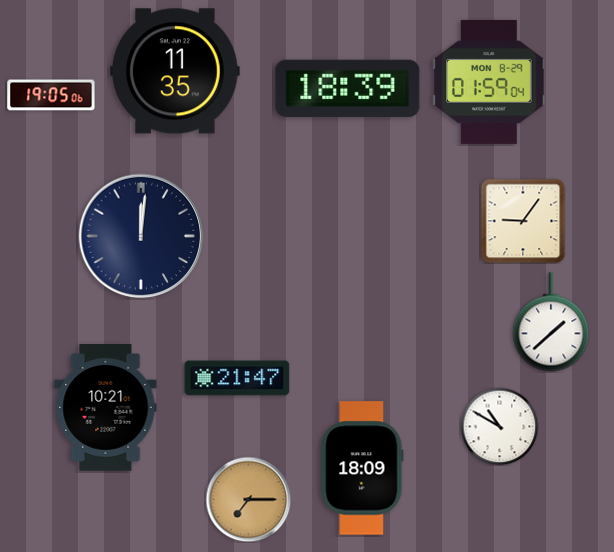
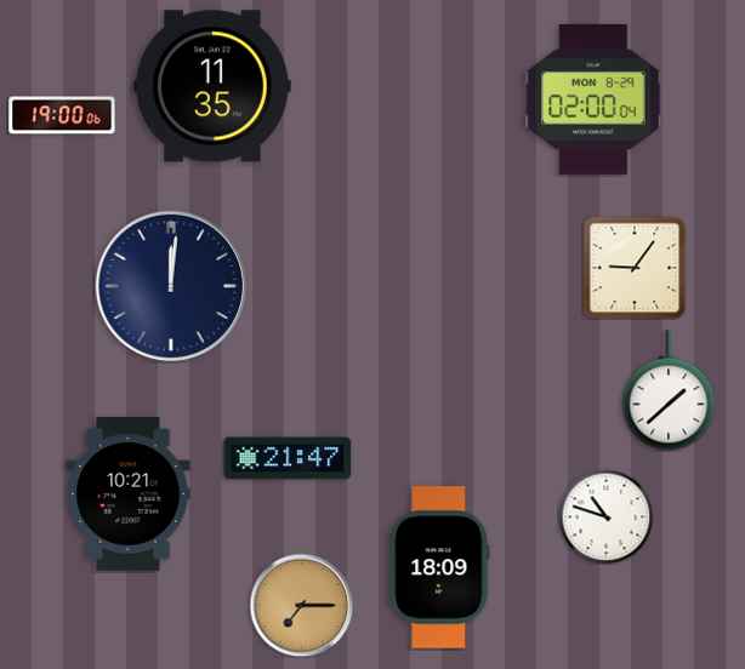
clock at (489, 82): 01:59 -> 02:00
clock at (348, 88): 18:39 -> none
clock at (51, 95): 19:05 -> 19:00
clock at (499, 426): 10:50 -> 10:48
